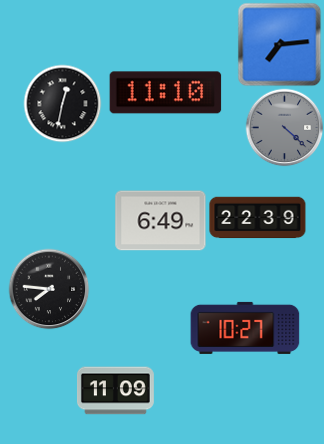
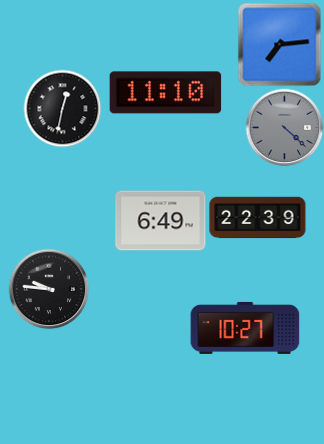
clock at (62, 103) position: (62, 103) -> (62, 108)
clock at (49, 289): 7:46 -> 9:46
clock at (116, 391): 11:09 -> none
